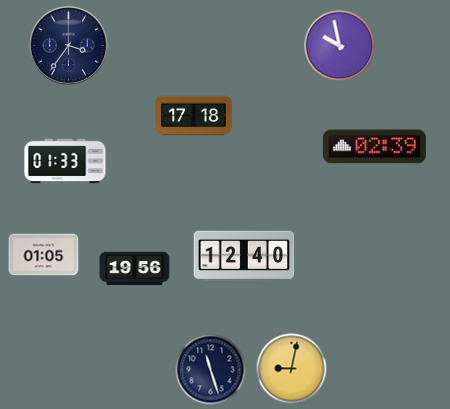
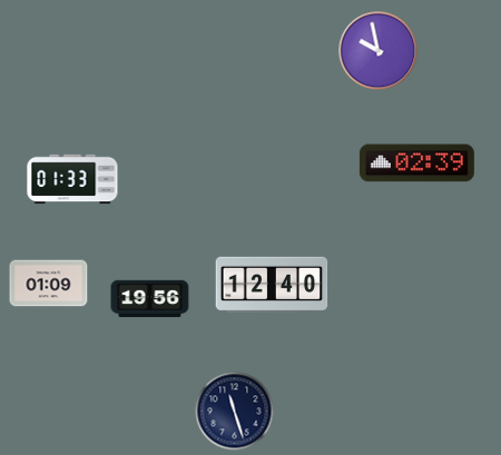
clock at (68, 45): 3:36 -> none
clock at (194, 116): 17:18 -> none
clock at (44, 255): 01:05 -> 01:09
clock at (292, 369): 9:02 -> none
